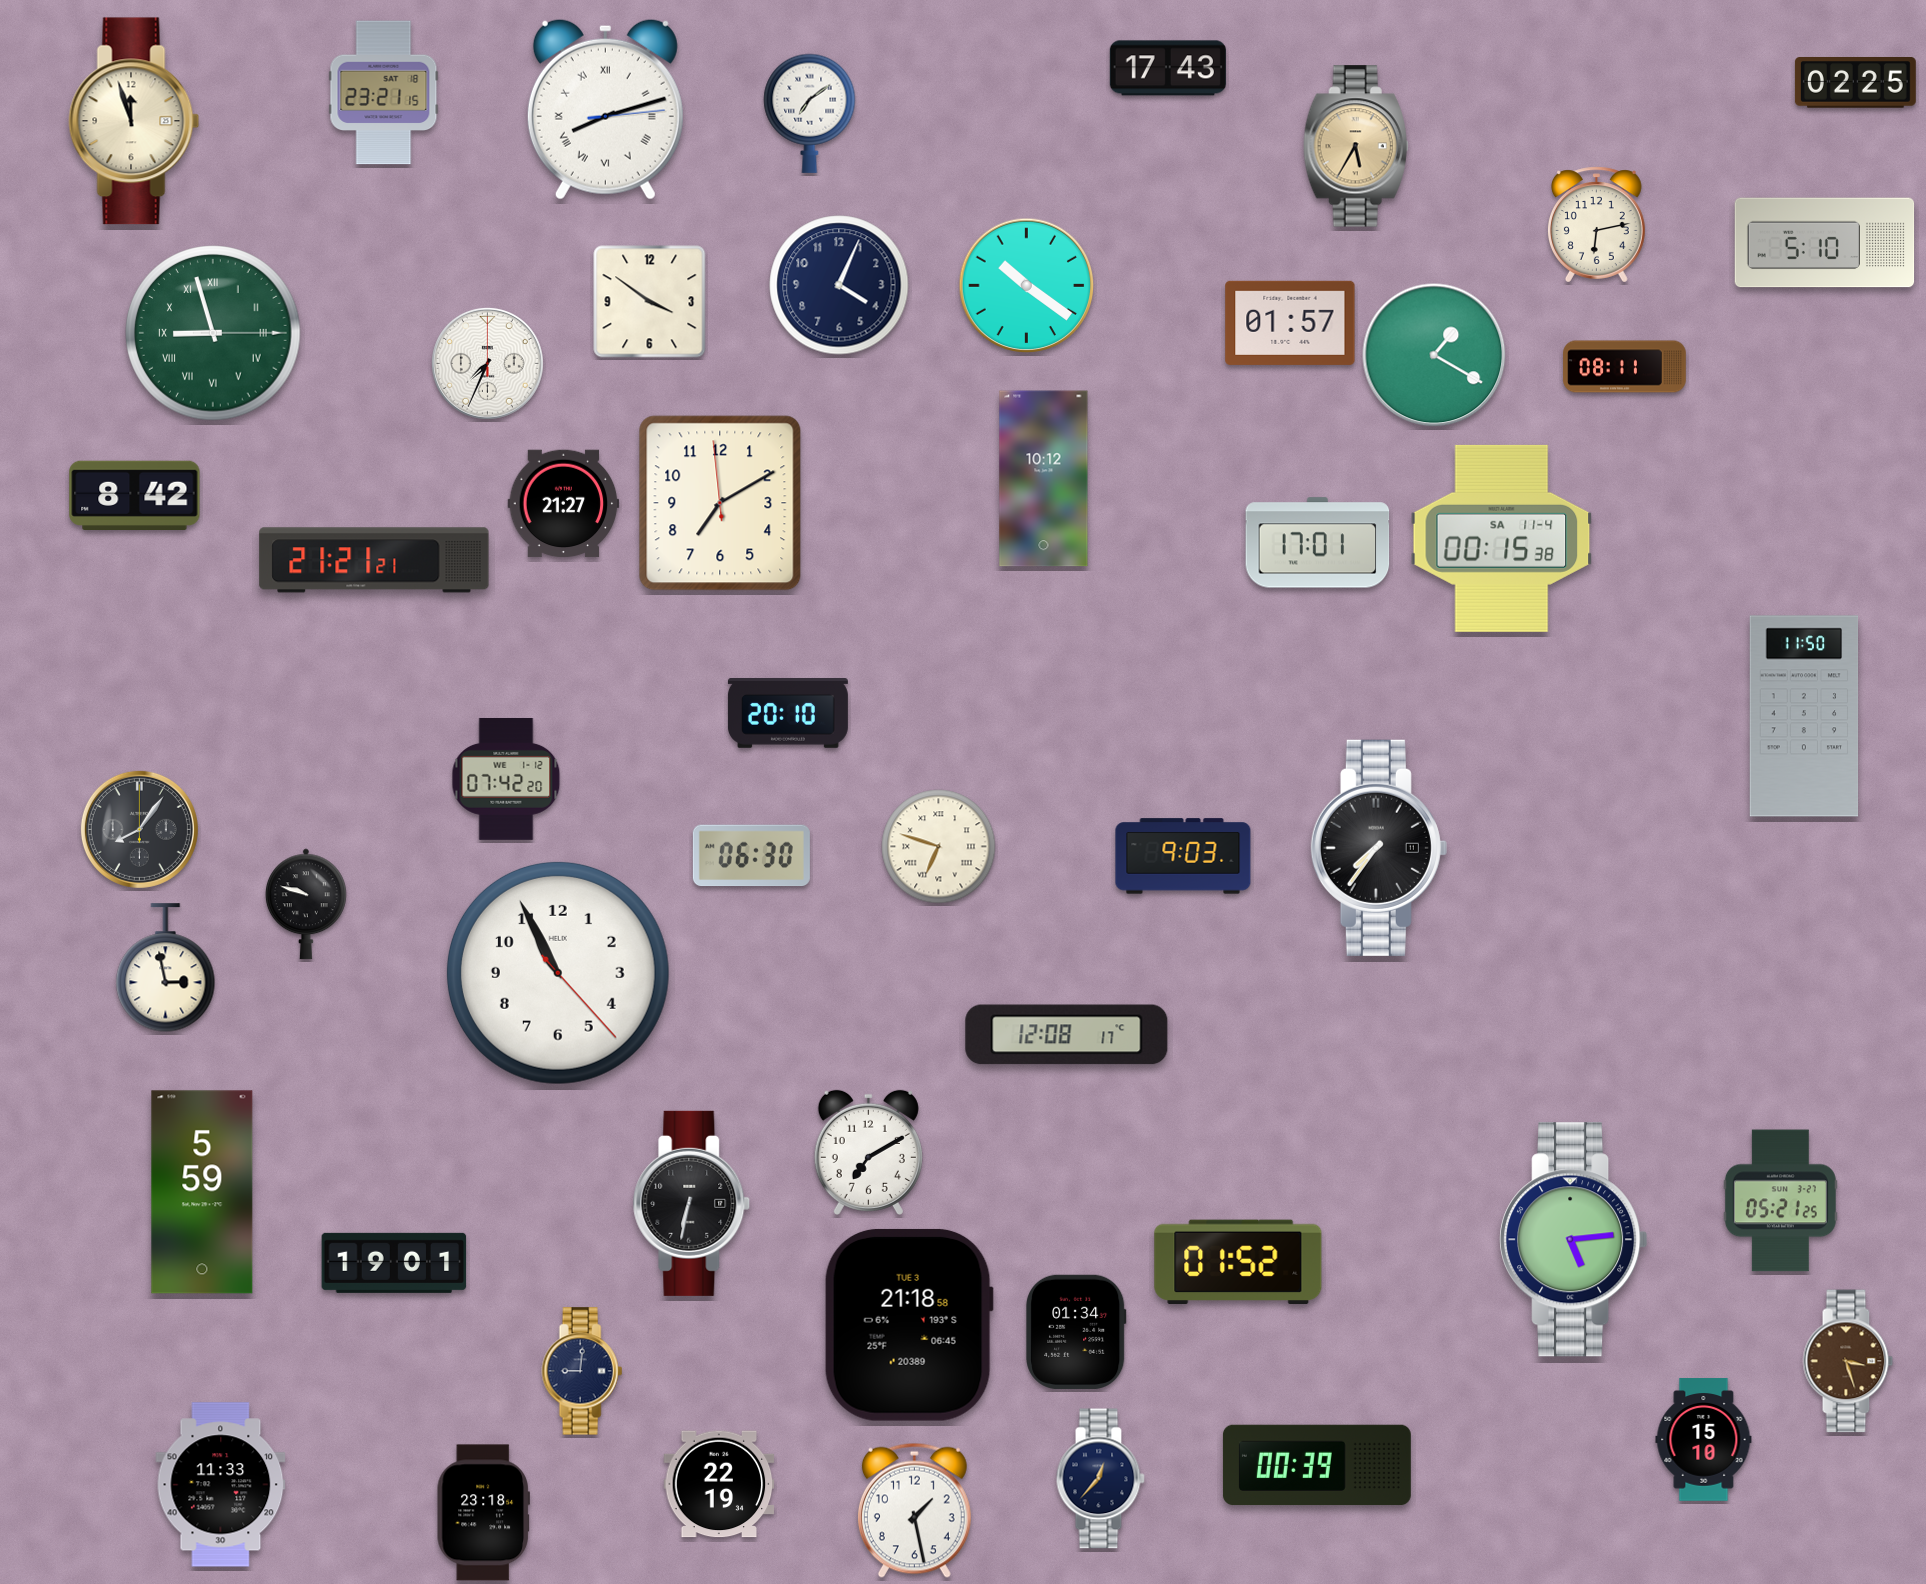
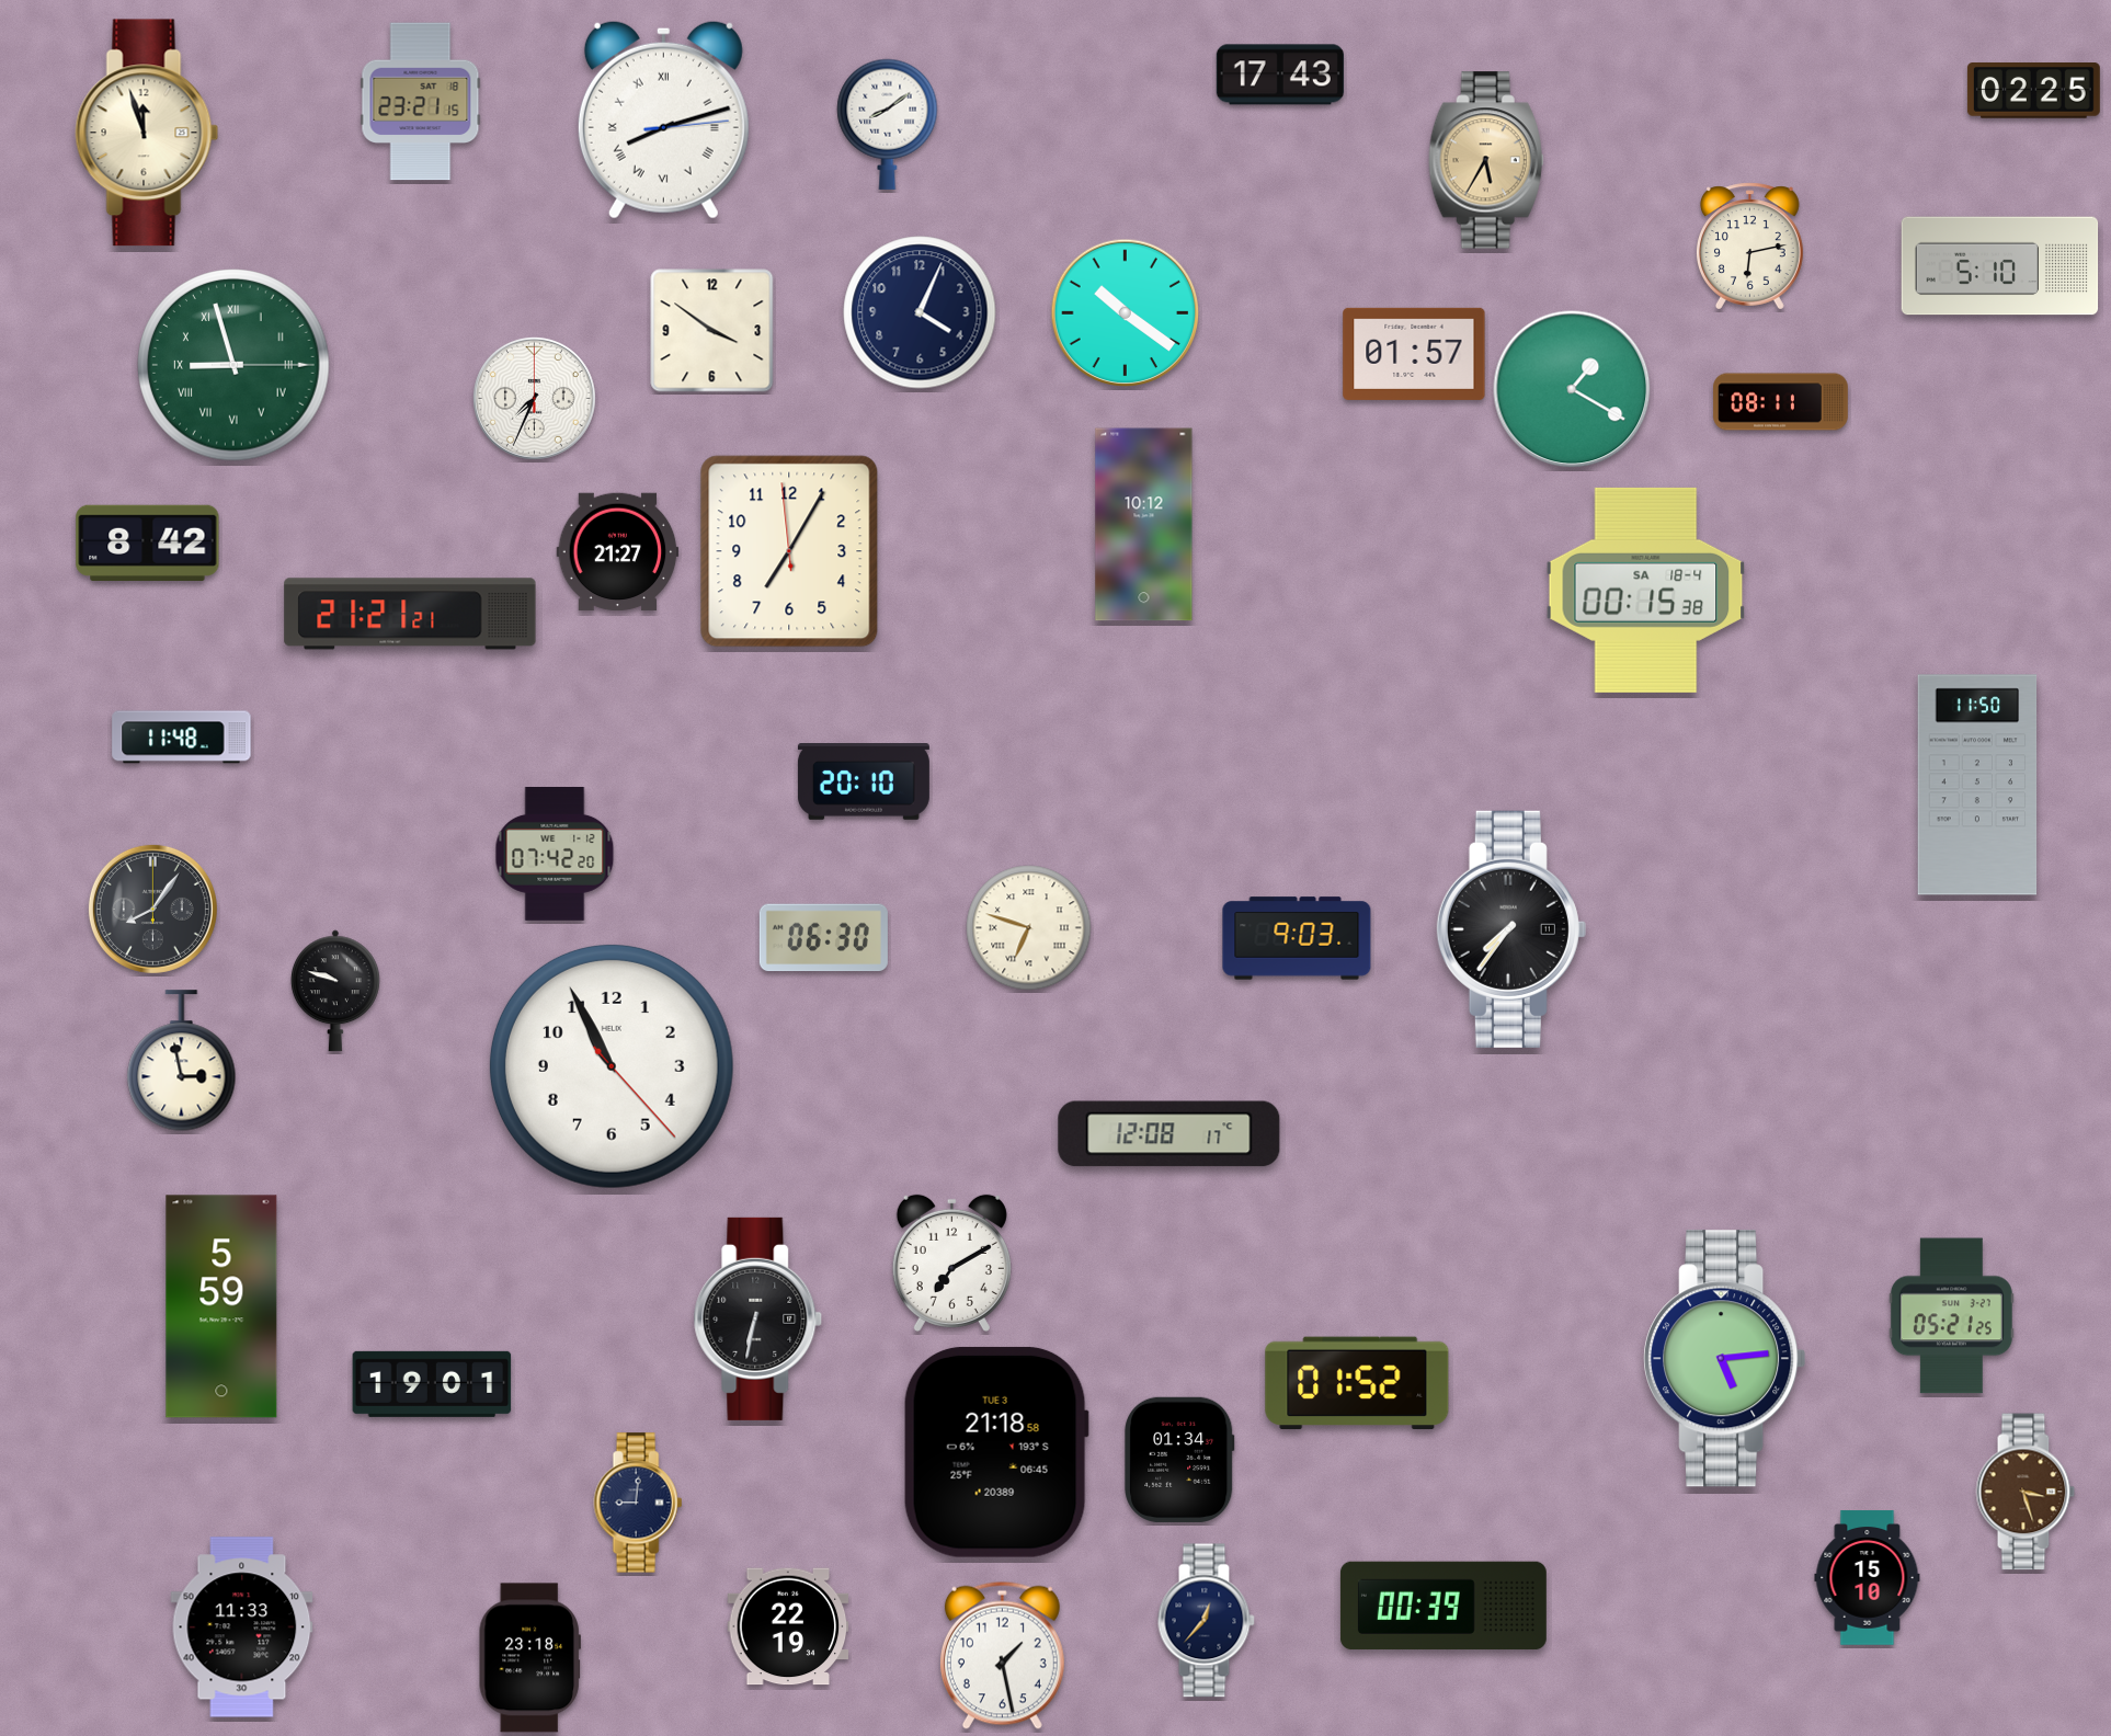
clock at (810, 113): 7:09 -> 8:09
clock at (720, 503): 7:09 -> 7:04
clock at (1502, 538) date: SA 11-4 -> SA 18-4
clock at (1318, 543): 17:01 -> none
clock at (182, 738): none -> 11:48
